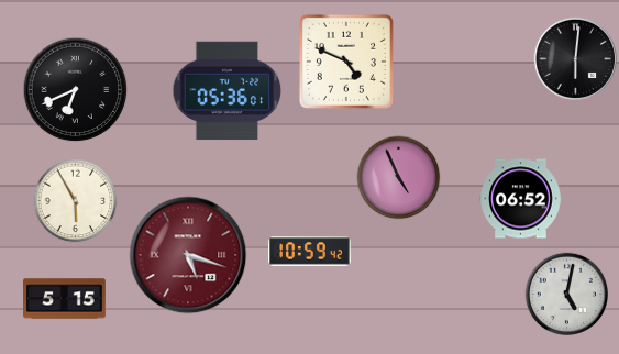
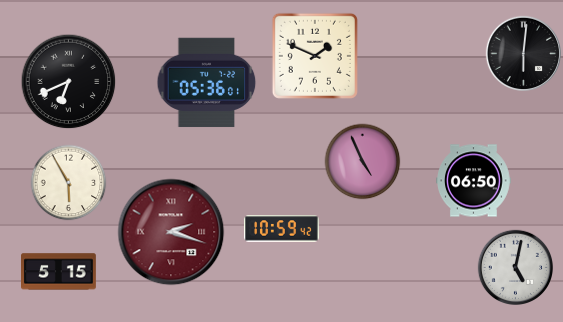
clock at (346, 62): 4:49 -> 1:49
clock at (521, 199): 06:52 -> 06:50
clock at (188, 255): 5:18 -> 2:18
